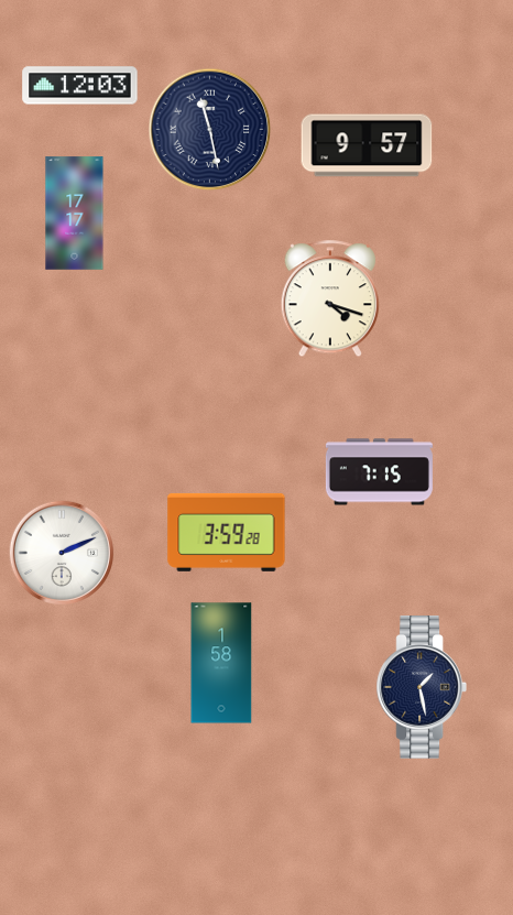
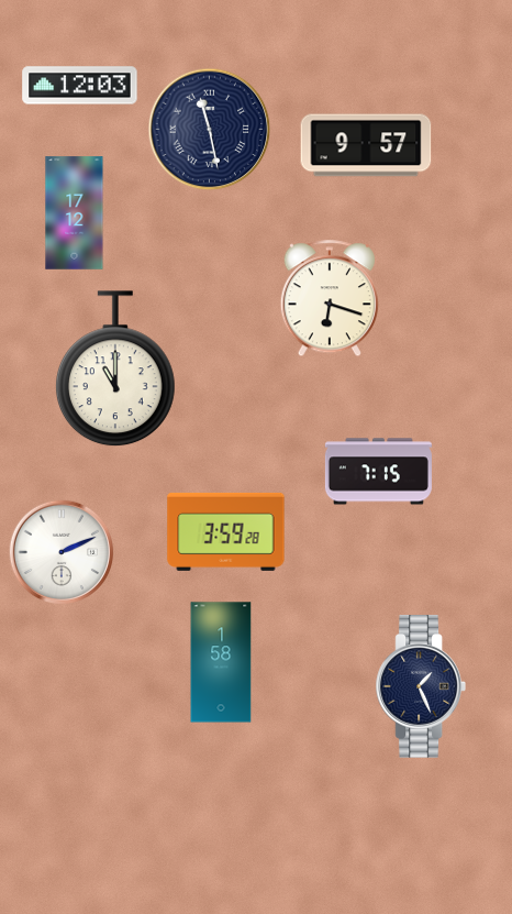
clock at (75, 214): 17:17 -> 17:12
clock at (330, 299): 4:18 -> 6:18
clock at (115, 370): none -> 11:00
clock at (421, 687): 1:28 -> 1:26
